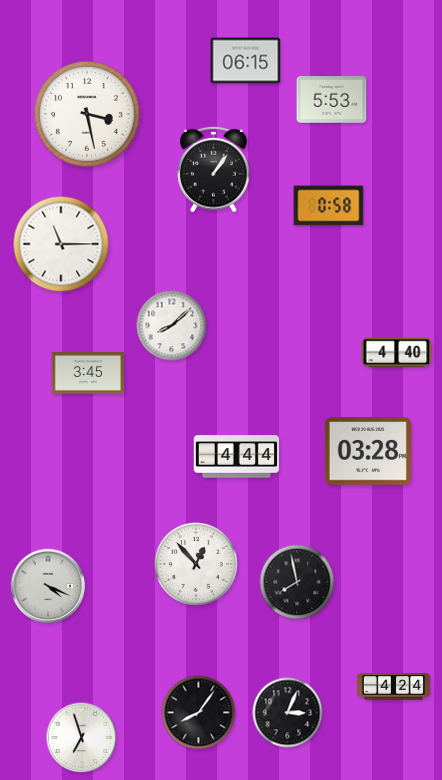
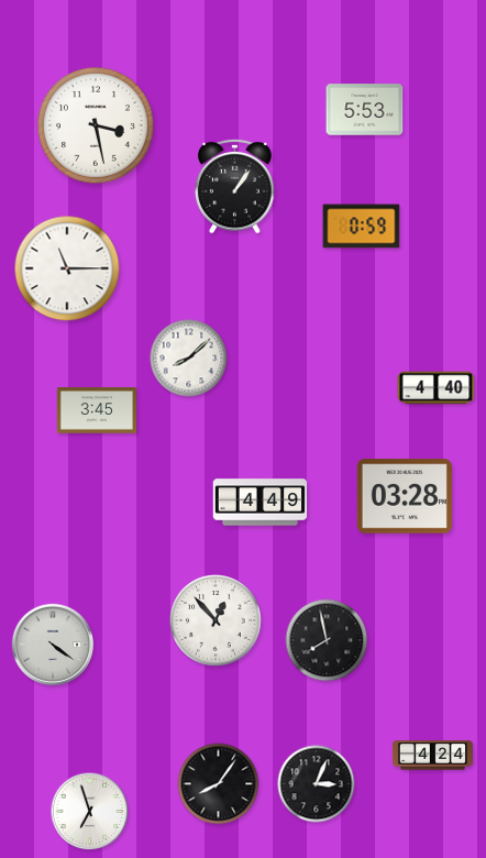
clock at (246, 61): 06:15 -> none
clock at (329, 206): 0:58 -> 0:59
clock at (237, 457): 4:44 -> 4:49
clock at (48, 586): 4:19 -> 4:21
